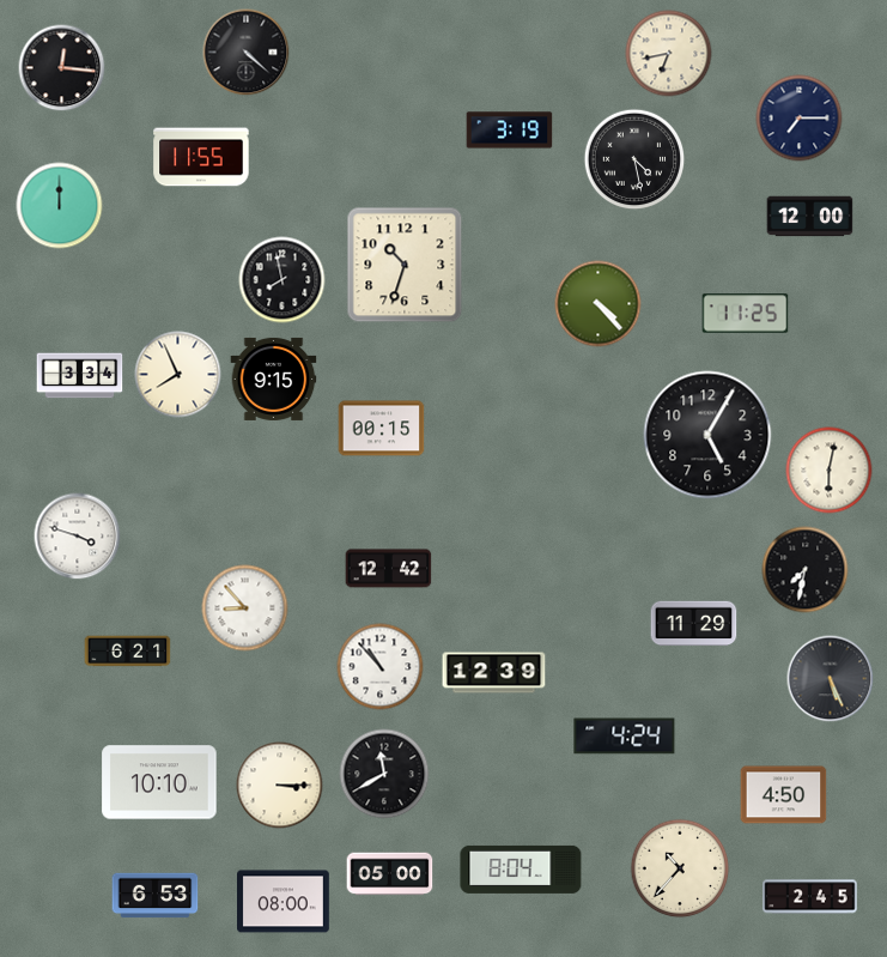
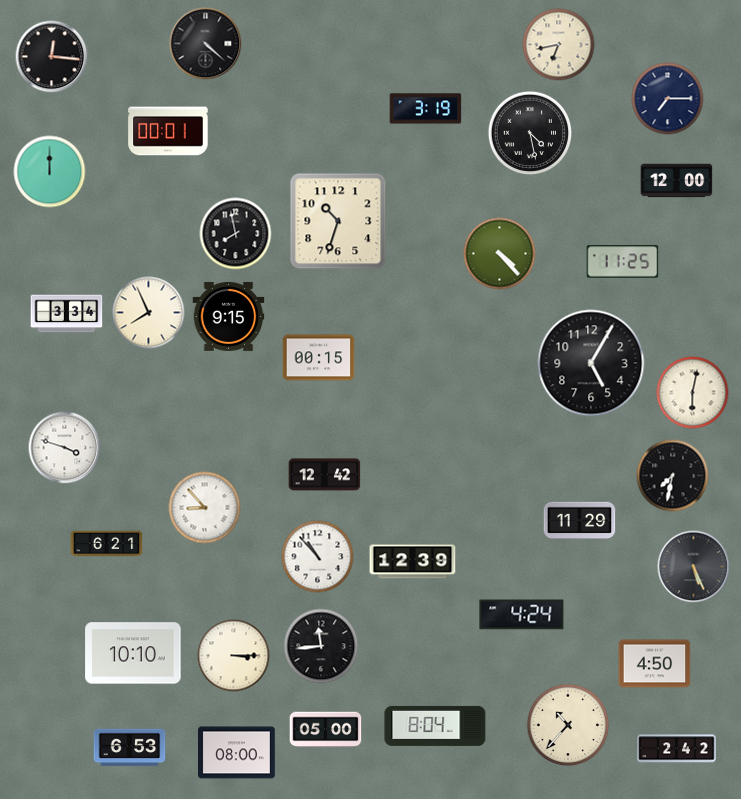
clock at (201, 157): 11:55 -> 00:01
clock at (384, 774): 11:40 -> 11:44
clock at (810, 897): 2:45 -> 2:42
